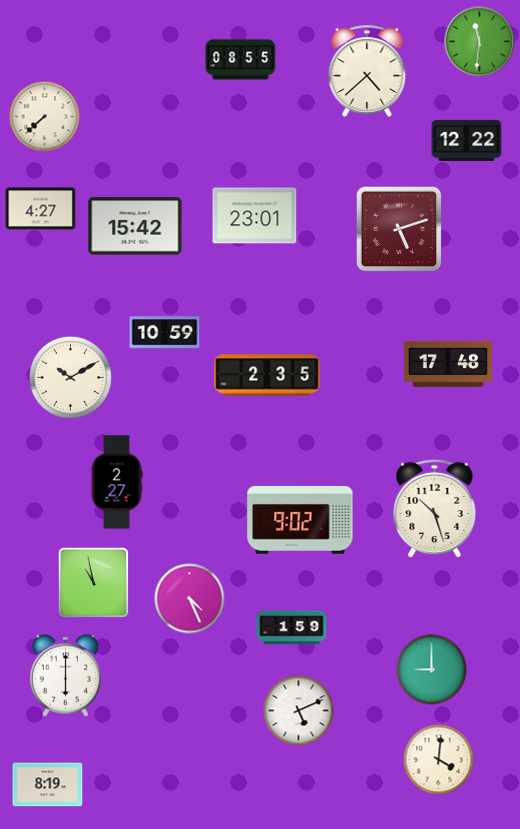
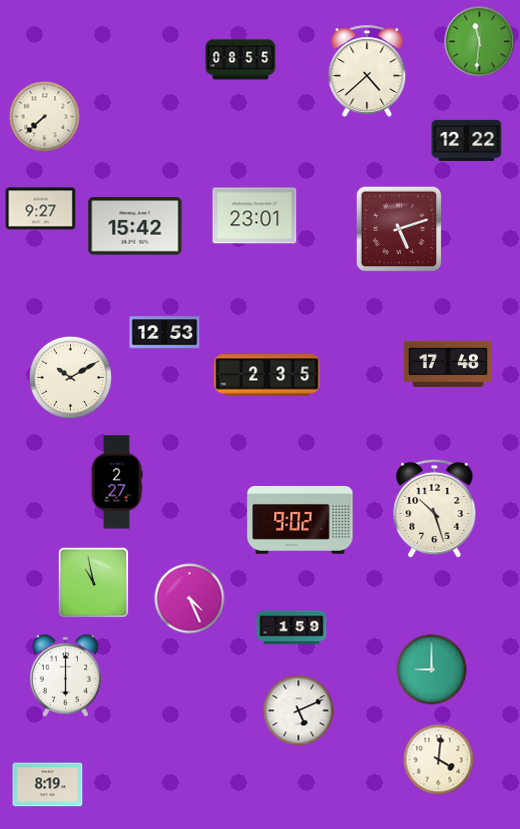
clock at (41, 209): 4:27 -> 9:27
clock at (165, 333): 10:59 -> 12:53
